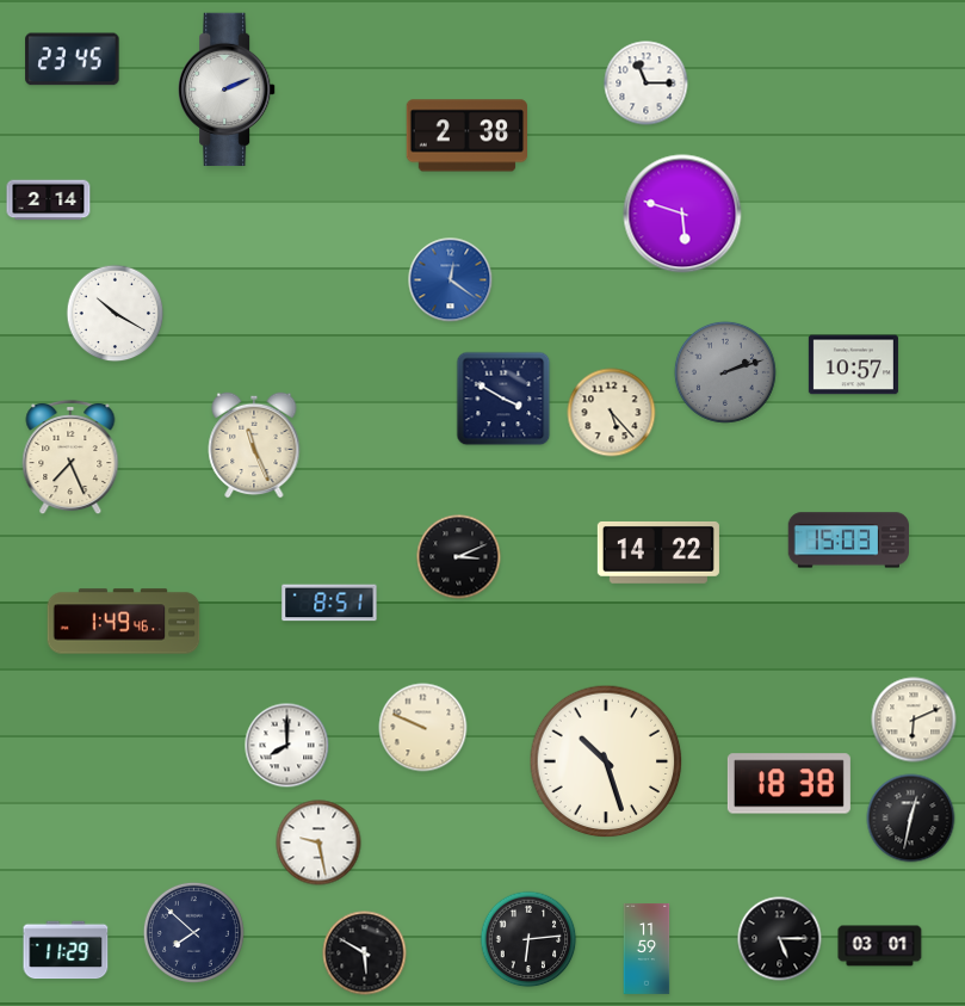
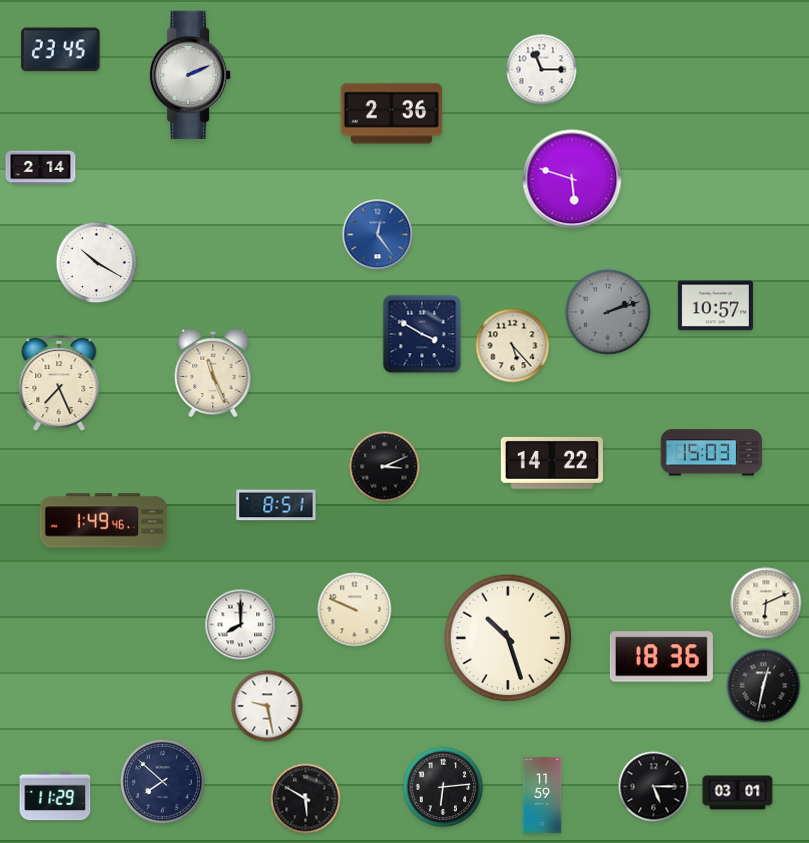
clock at (466, 136): 2:38 -> 2:36
clock at (451, 280): 12:21 -> 12:24
clock at (788, 784): 18:38 -> 18:36
